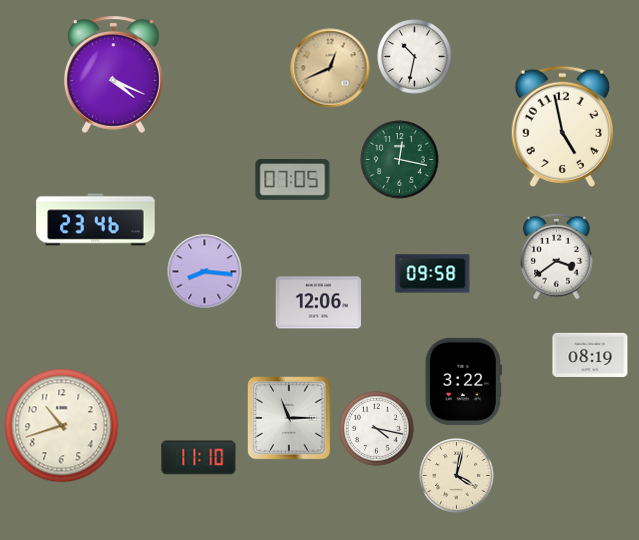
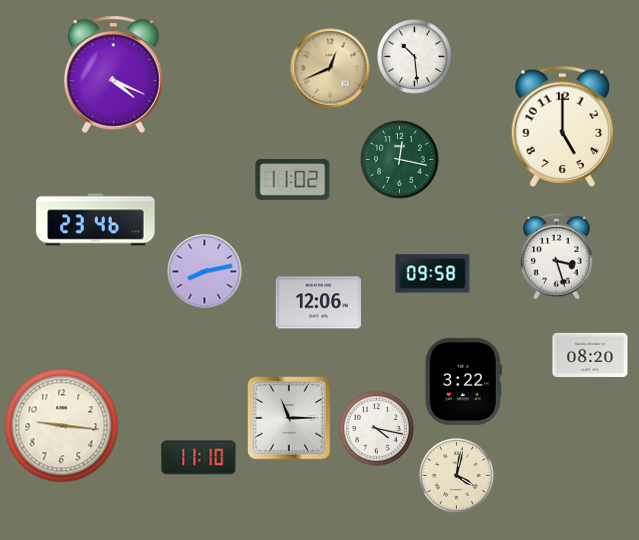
clock at (415, 57): 10:32 -> 10:29
clock at (562, 126): 4:58 -> 5:00
clock at (293, 180): 07:05 -> 11:02
clock at (557, 256): 3:39 -> 3:27
clock at (205, 272): 8:16 -> 8:13
clock at (590, 355): 08:19 -> 08:20
clock at (62, 426): 10:42 -> 9:16
